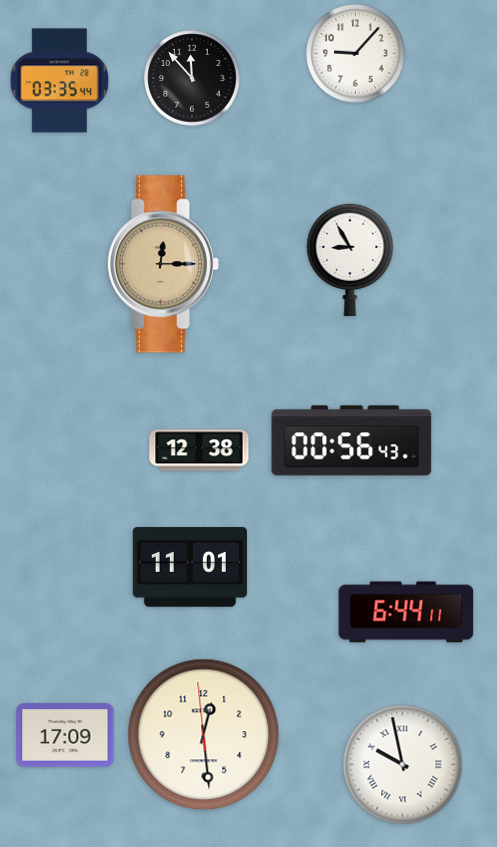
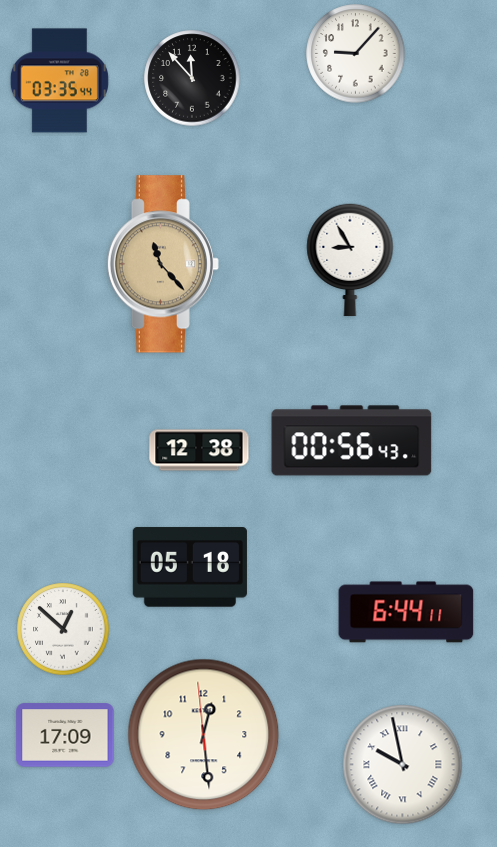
clock at (162, 264): 12:15 -> 11:23
clock at (190, 567): 11:01 -> 05:18
clock at (63, 629): none -> 12:52
